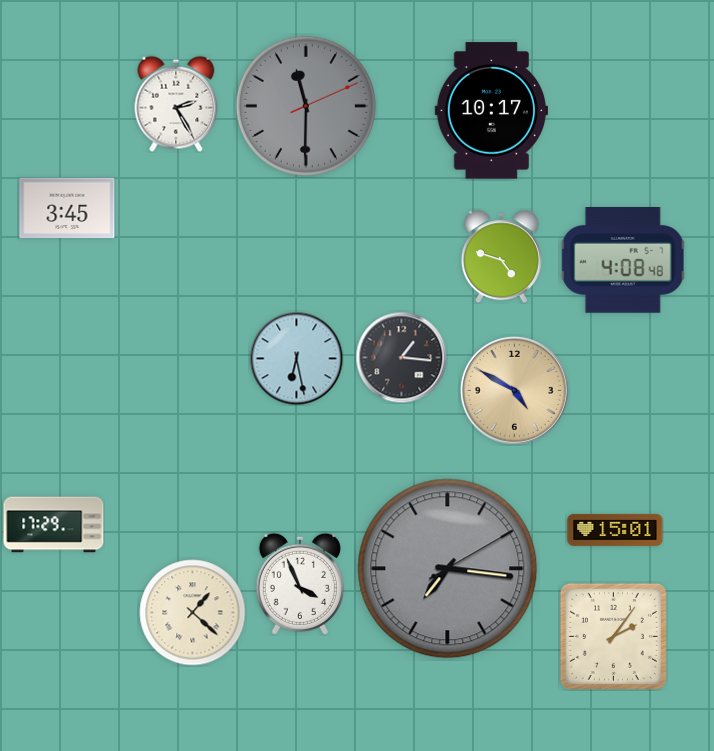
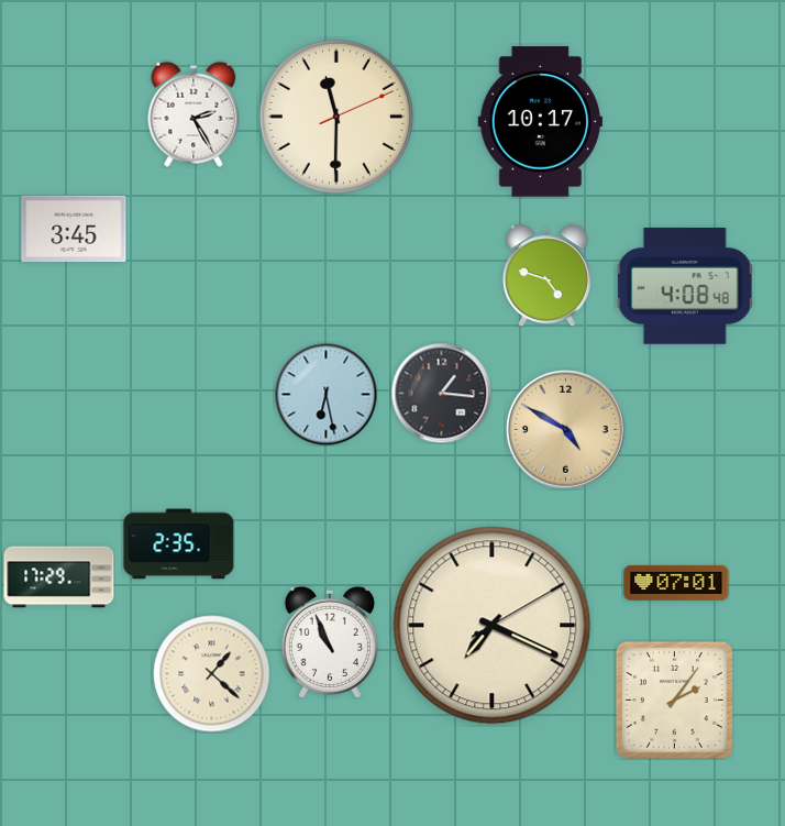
clock at (306, 106) dial: grey -> cream
clock at (501, 256) position: (501, 256) -> (546, 275)
clock at (179, 544): none -> 2:35
clock at (615, 530): 15:01 -> 07:01
clock at (448, 569): 7:16 -> 7:19
clock at (448, 569) dial: grey -> cream
clock at (300, 584): 3:56 -> 10:56
